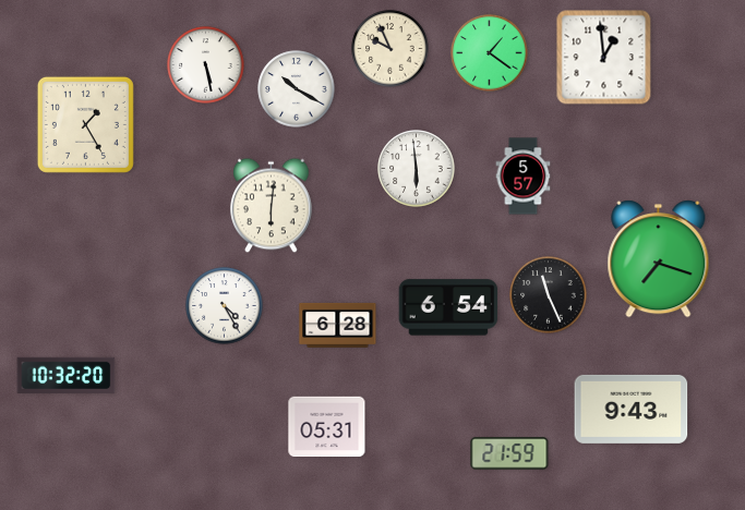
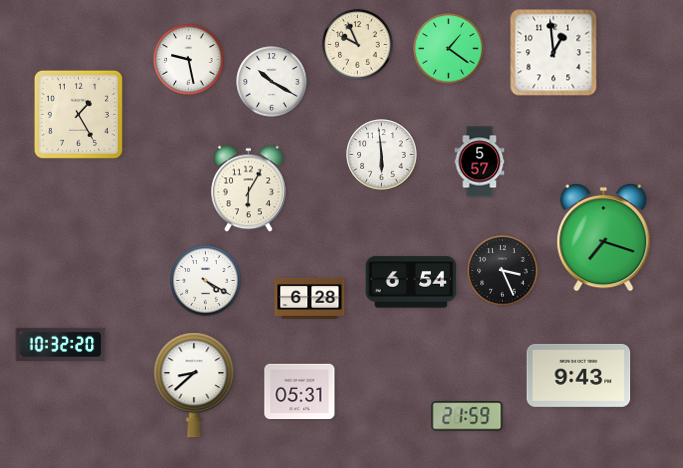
clock at (206, 65): 5:28 -> 9:28
clock at (272, 206): 6:01 -> 6:05
clock at (549, 295): 11:26 -> 3:26
clock at (225, 306): 4:25 -> 4:20
clock at (194, 385): none -> 8:38
